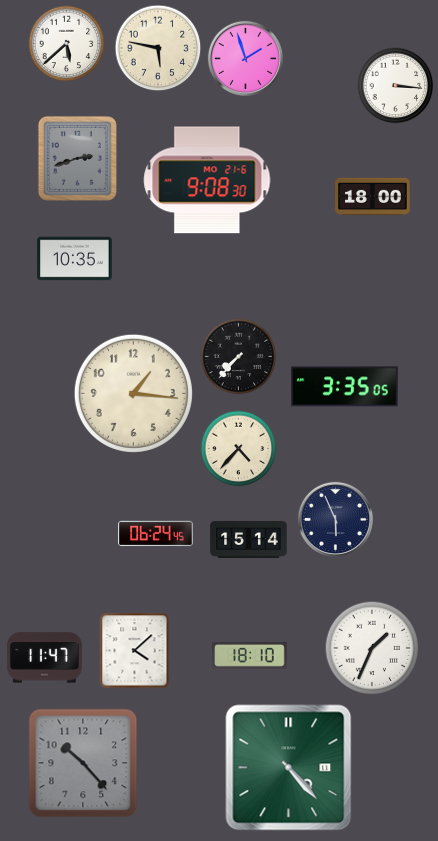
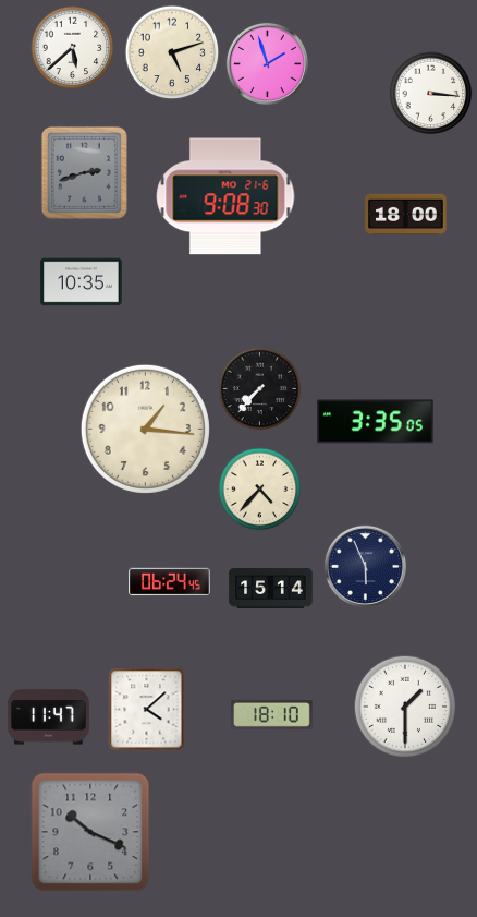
clock at (158, 48): 5:47 -> 5:12
clock at (372, 648): 1:34 -> 1:30
clock at (83, 763): 10:23 -> 10:19
clock at (289, 768): 4:23 -> none
